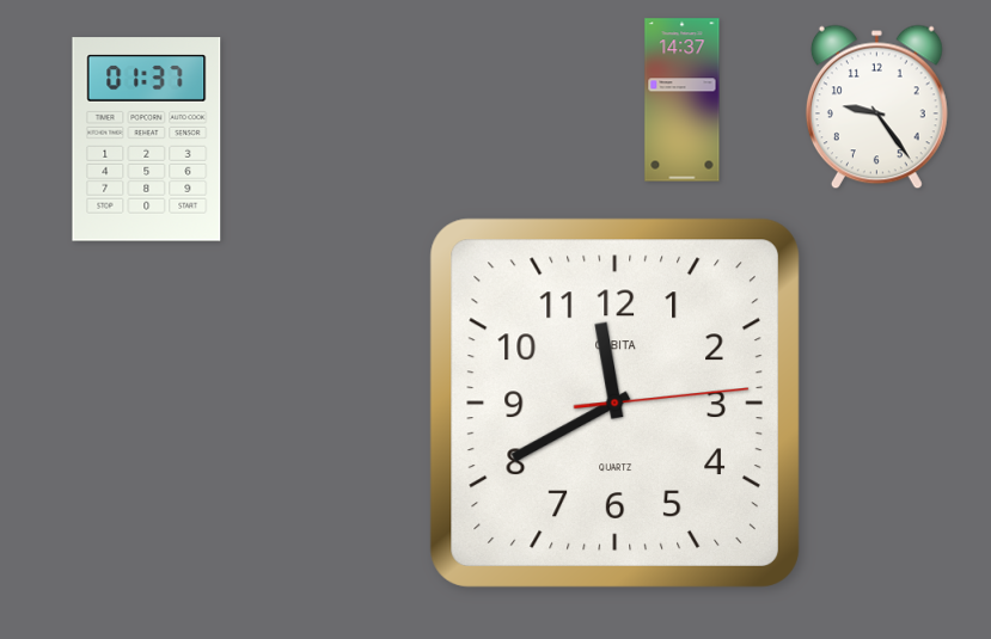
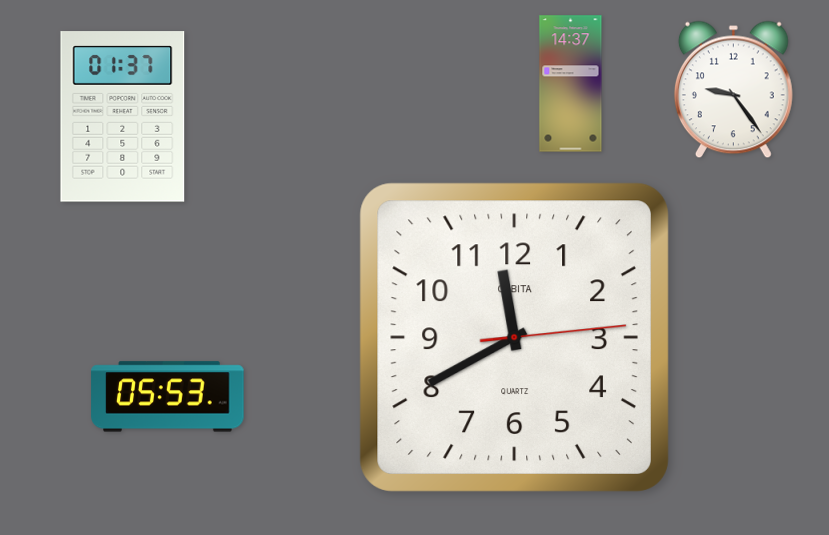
clock at (168, 397): none -> 05:53
